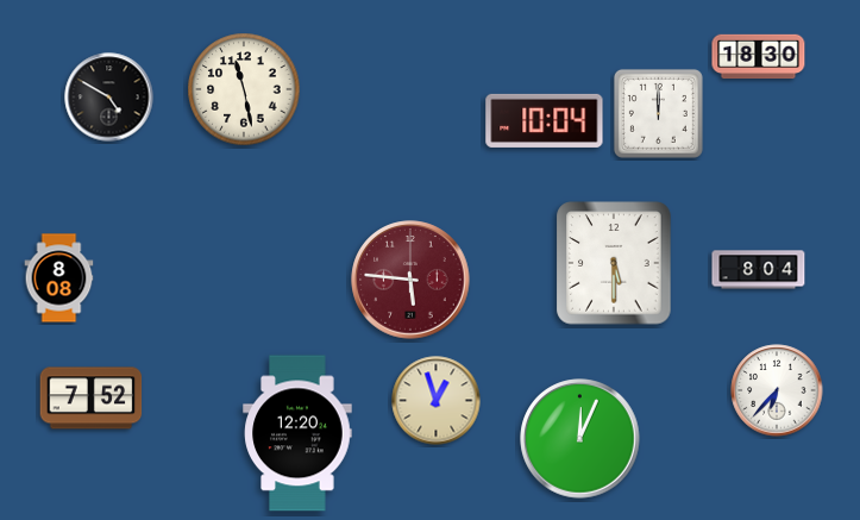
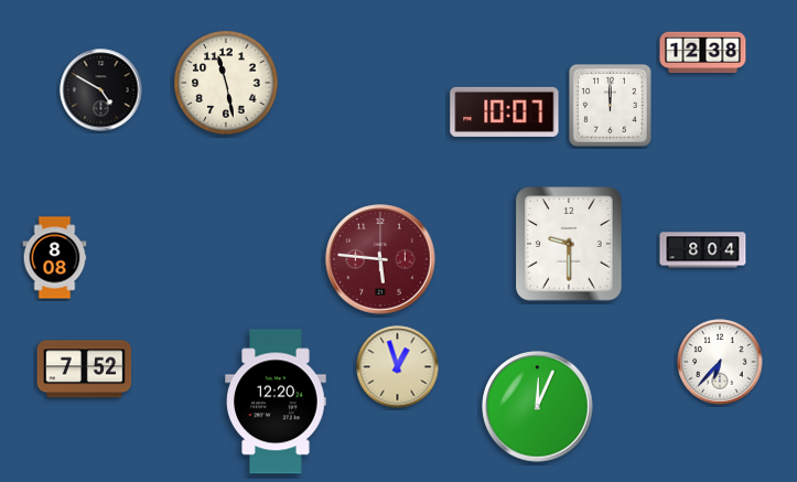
clock at (759, 57): 18:30 -> 12:38
clock at (545, 120): 10:04 -> 10:07
clock at (614, 263): 5:30 -> 9:30
clock at (437, 401) position: (437, 401) -> (398, 367)
